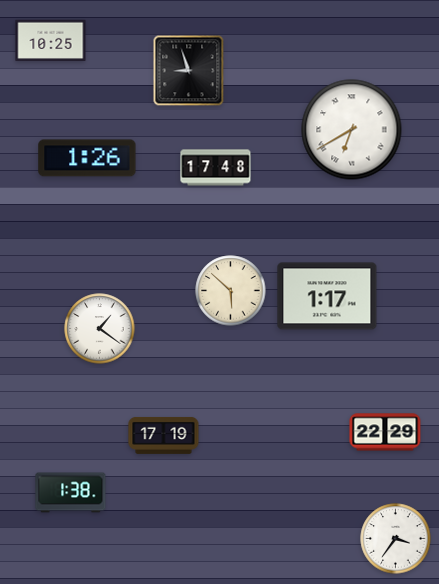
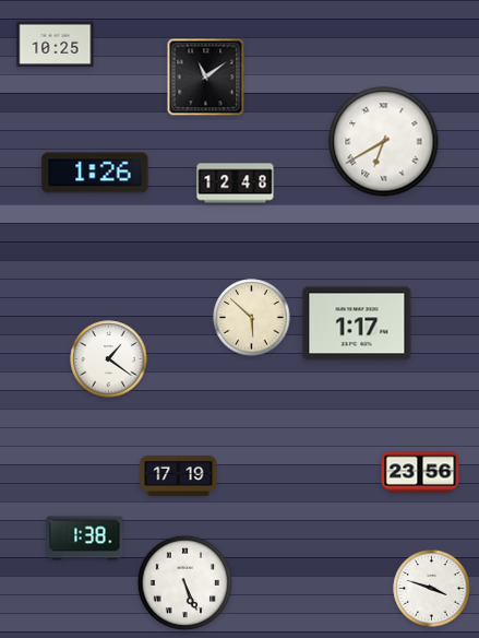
clock at (189, 71): 8:57 -> 11:09
clock at (216, 168): 17:48 -> 12:48
clock at (385, 432): 22:29 -> 23:56
clock at (71, 493) position: (71, 493) -> (85, 539)
clock at (185, 583): none -> 5:26
clock at (396, 539): 3:36 -> 3:48
